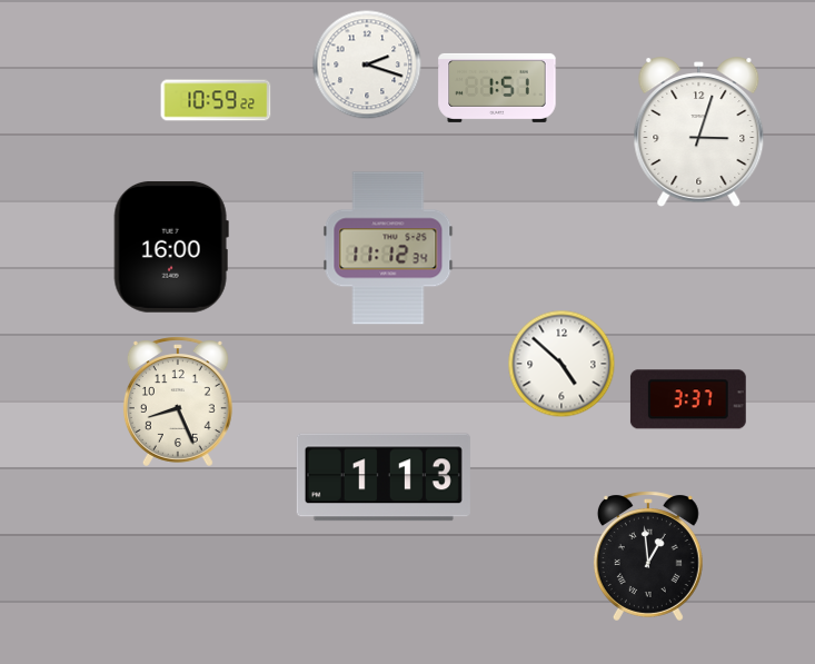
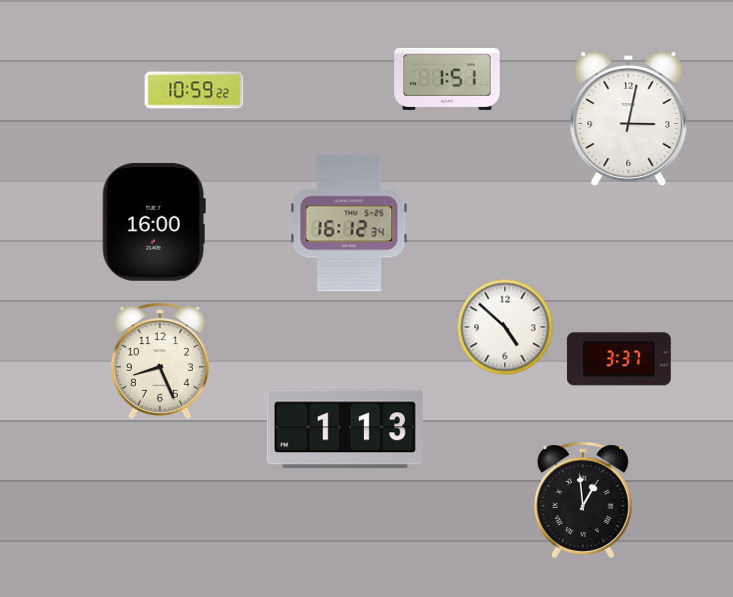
clock at (367, 65): 2:18 -> none
clock at (699, 132): 3:03 -> 3:02
clock at (388, 248): 11:12 -> 16:12
